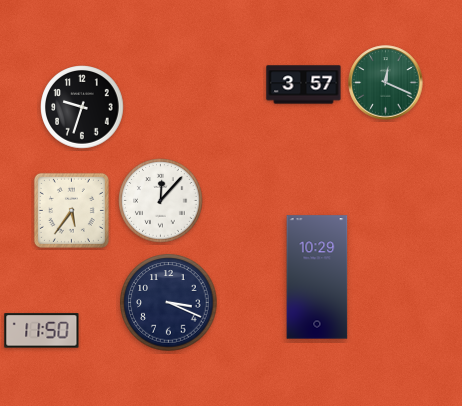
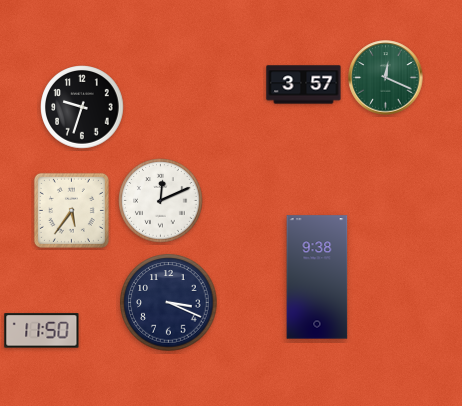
clock at (386, 83) position: (386, 83) -> (386, 78)
clock at (161, 201): 12:07 -> 12:11
clock at (317, 277): 10:29 -> 9:38
